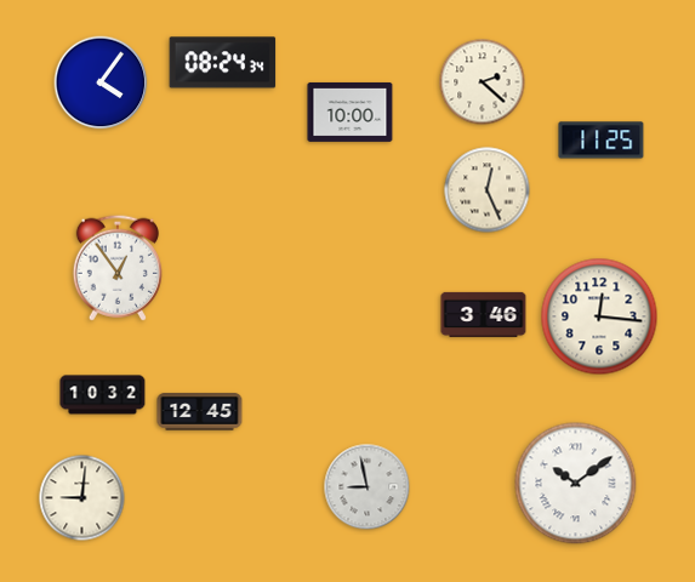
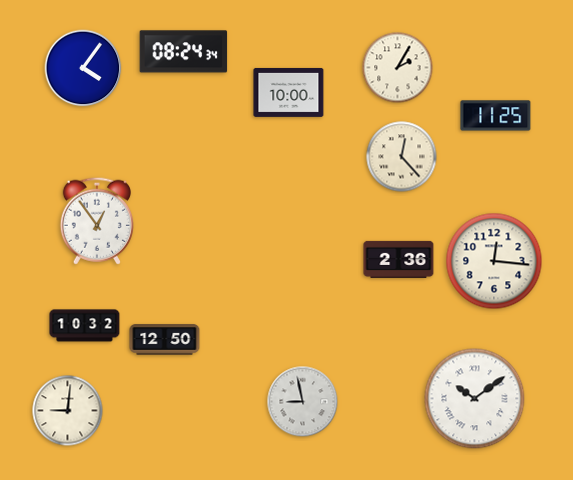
clock at (483, 82): 2:22 -> 2:05
clock at (488, 190): 12:26 -> 12:23
clock at (484, 314): 3:46 -> 2:36
clock at (200, 412): 12:45 -> 12:50
